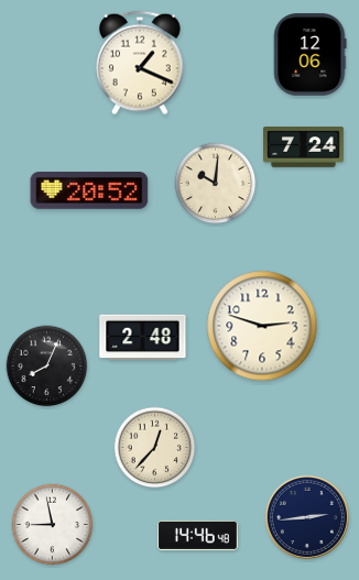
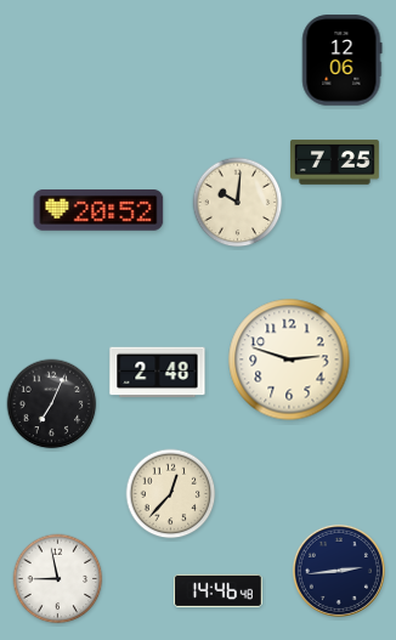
clock at (140, 63): 1:19 -> none
clock at (304, 147): 7:24 -> 7:25
clock at (47, 366): 8:04 -> 7:04
